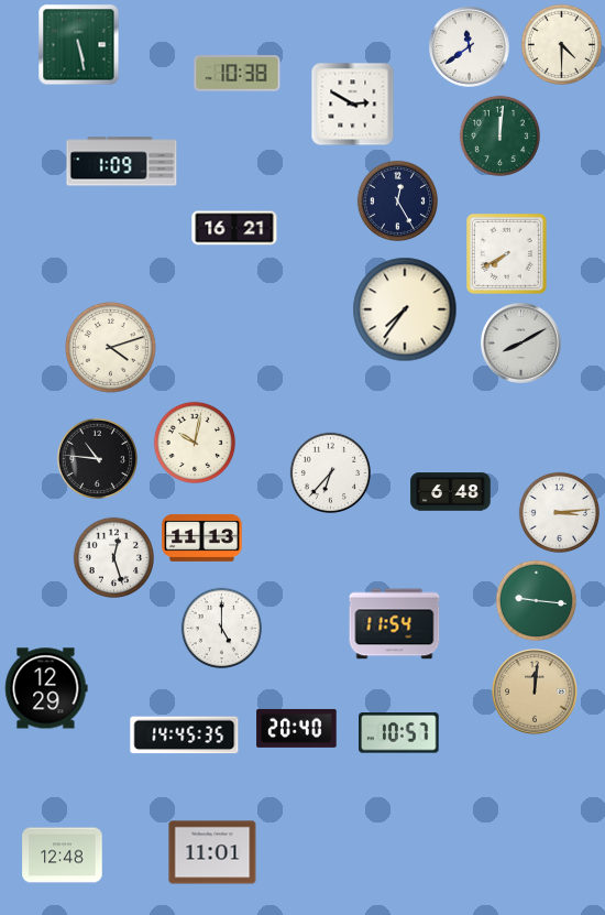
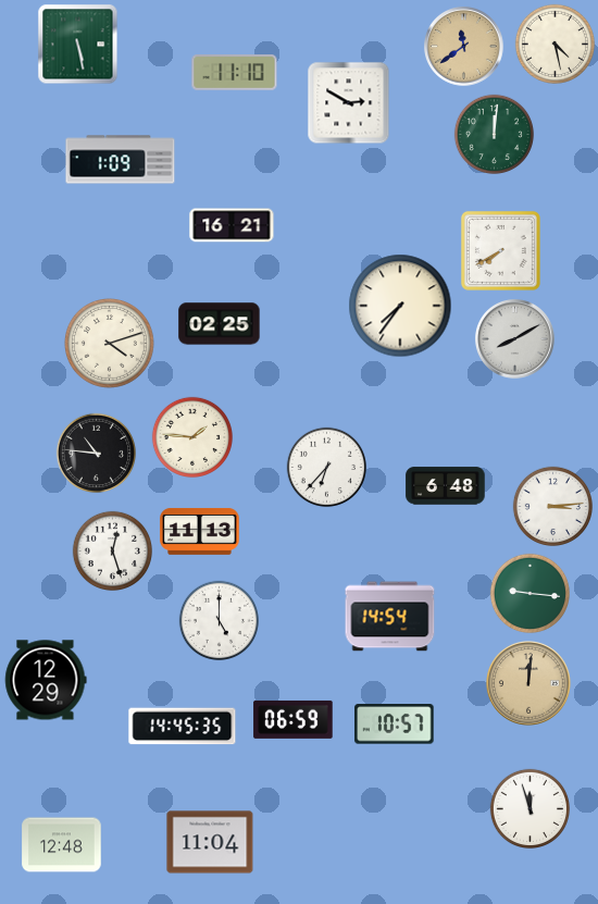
clock at (561, 44): 4:30 -> 4:28
clock at (470, 47) dial: white -> champagne
clock at (238, 74): 10:38 -> 11:10
clock at (397, 200): 12:25 -> none
clock at (220, 324): none -> 02:25
clock at (194, 442): 10:02 -> 1:46
clock at (395, 624): 11:54 -> 14:54
clock at (297, 728): 20:40 -> 06:59
clock at (530, 808): none -> 11:57
clock at (212, 852): 11:01 -> 11:04
